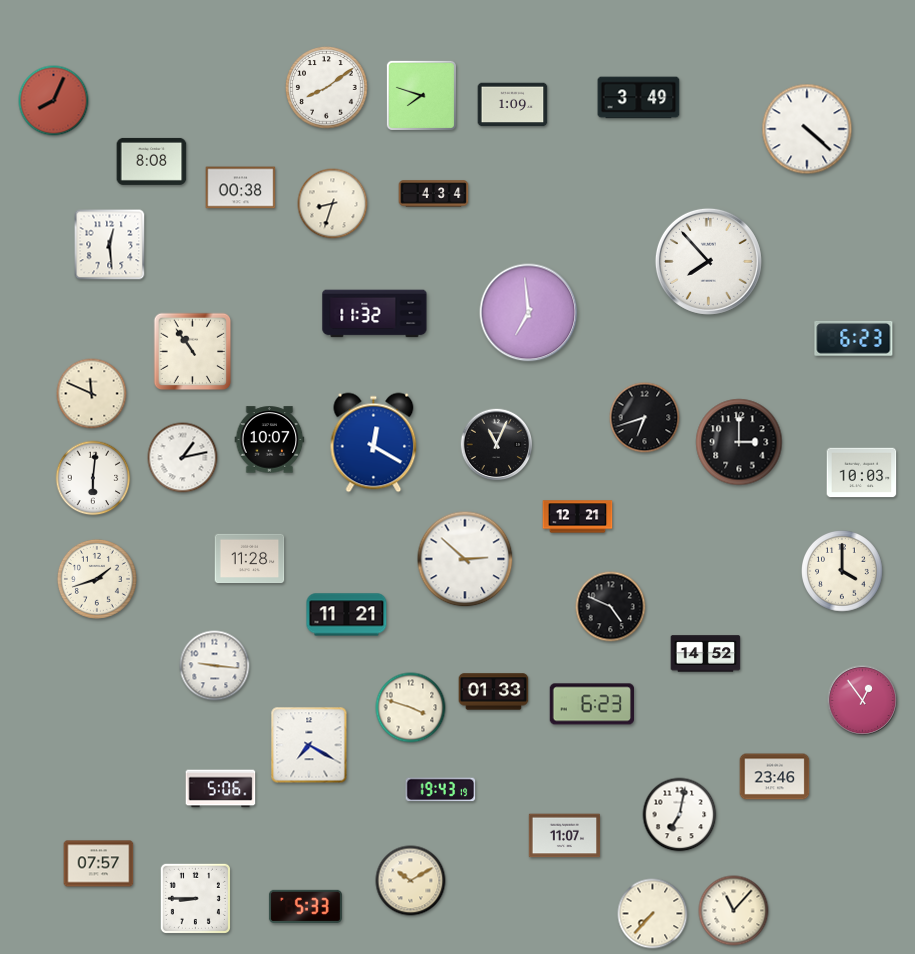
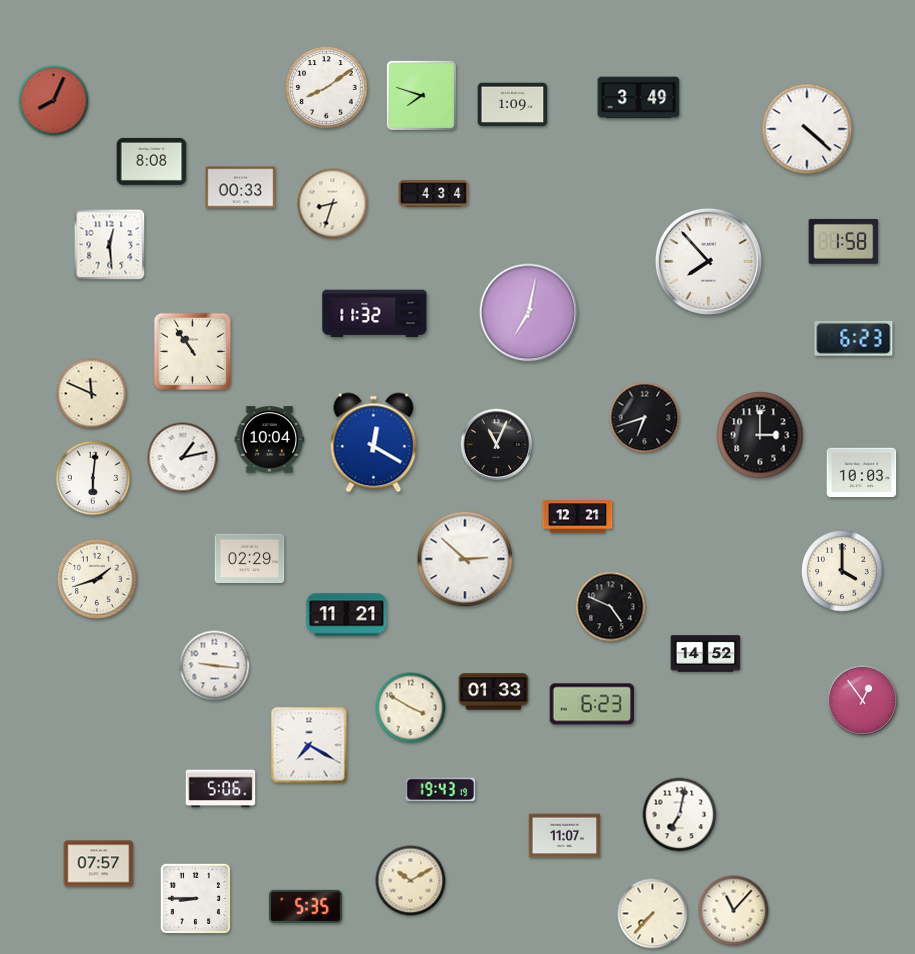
clock at (241, 188): 00:38 -> 00:33
clock at (844, 241): none -> 1:58
clock at (529, 313): 6:59 -> 7:02
clock at (270, 440): 10:07 -> 10:04
clock at (739, 442) position: (739, 442) -> (760, 435)
clock at (250, 559): 11:28 -> 02:29
clock at (411, 708): 3:48 -> 3:50
clock at (775, 777): 23:46 -> none
clock at (305, 906): 5:33 -> 5:35
